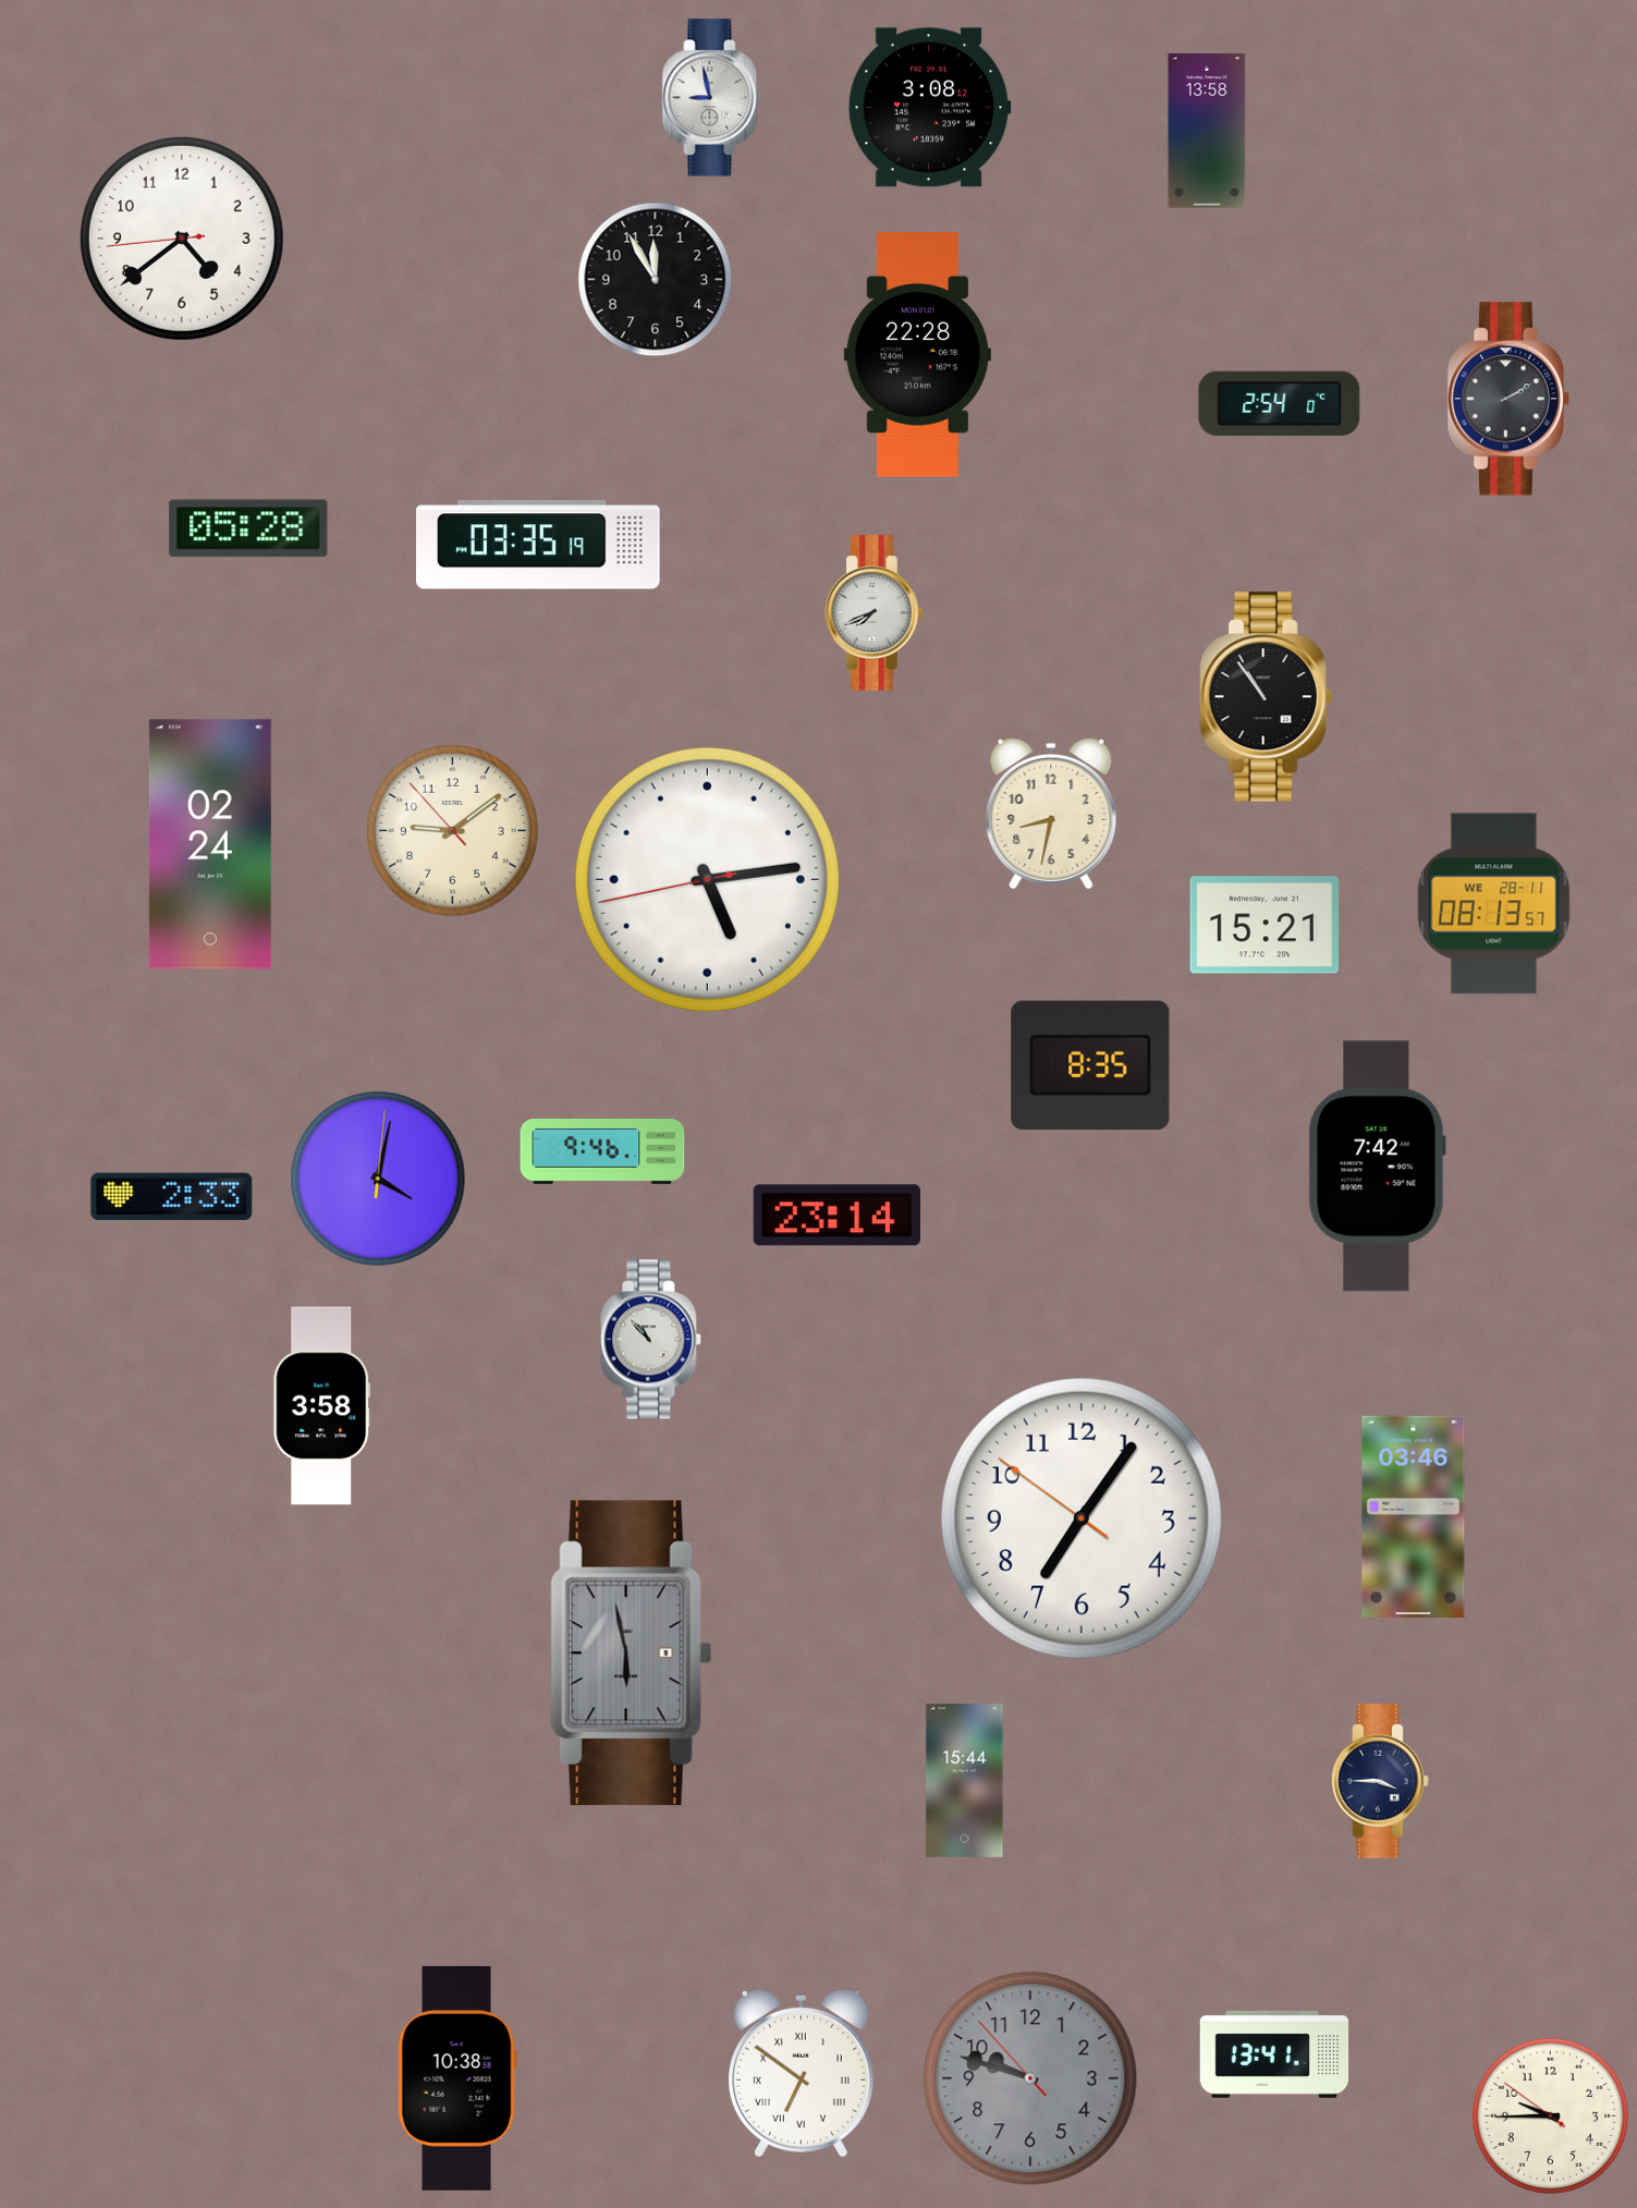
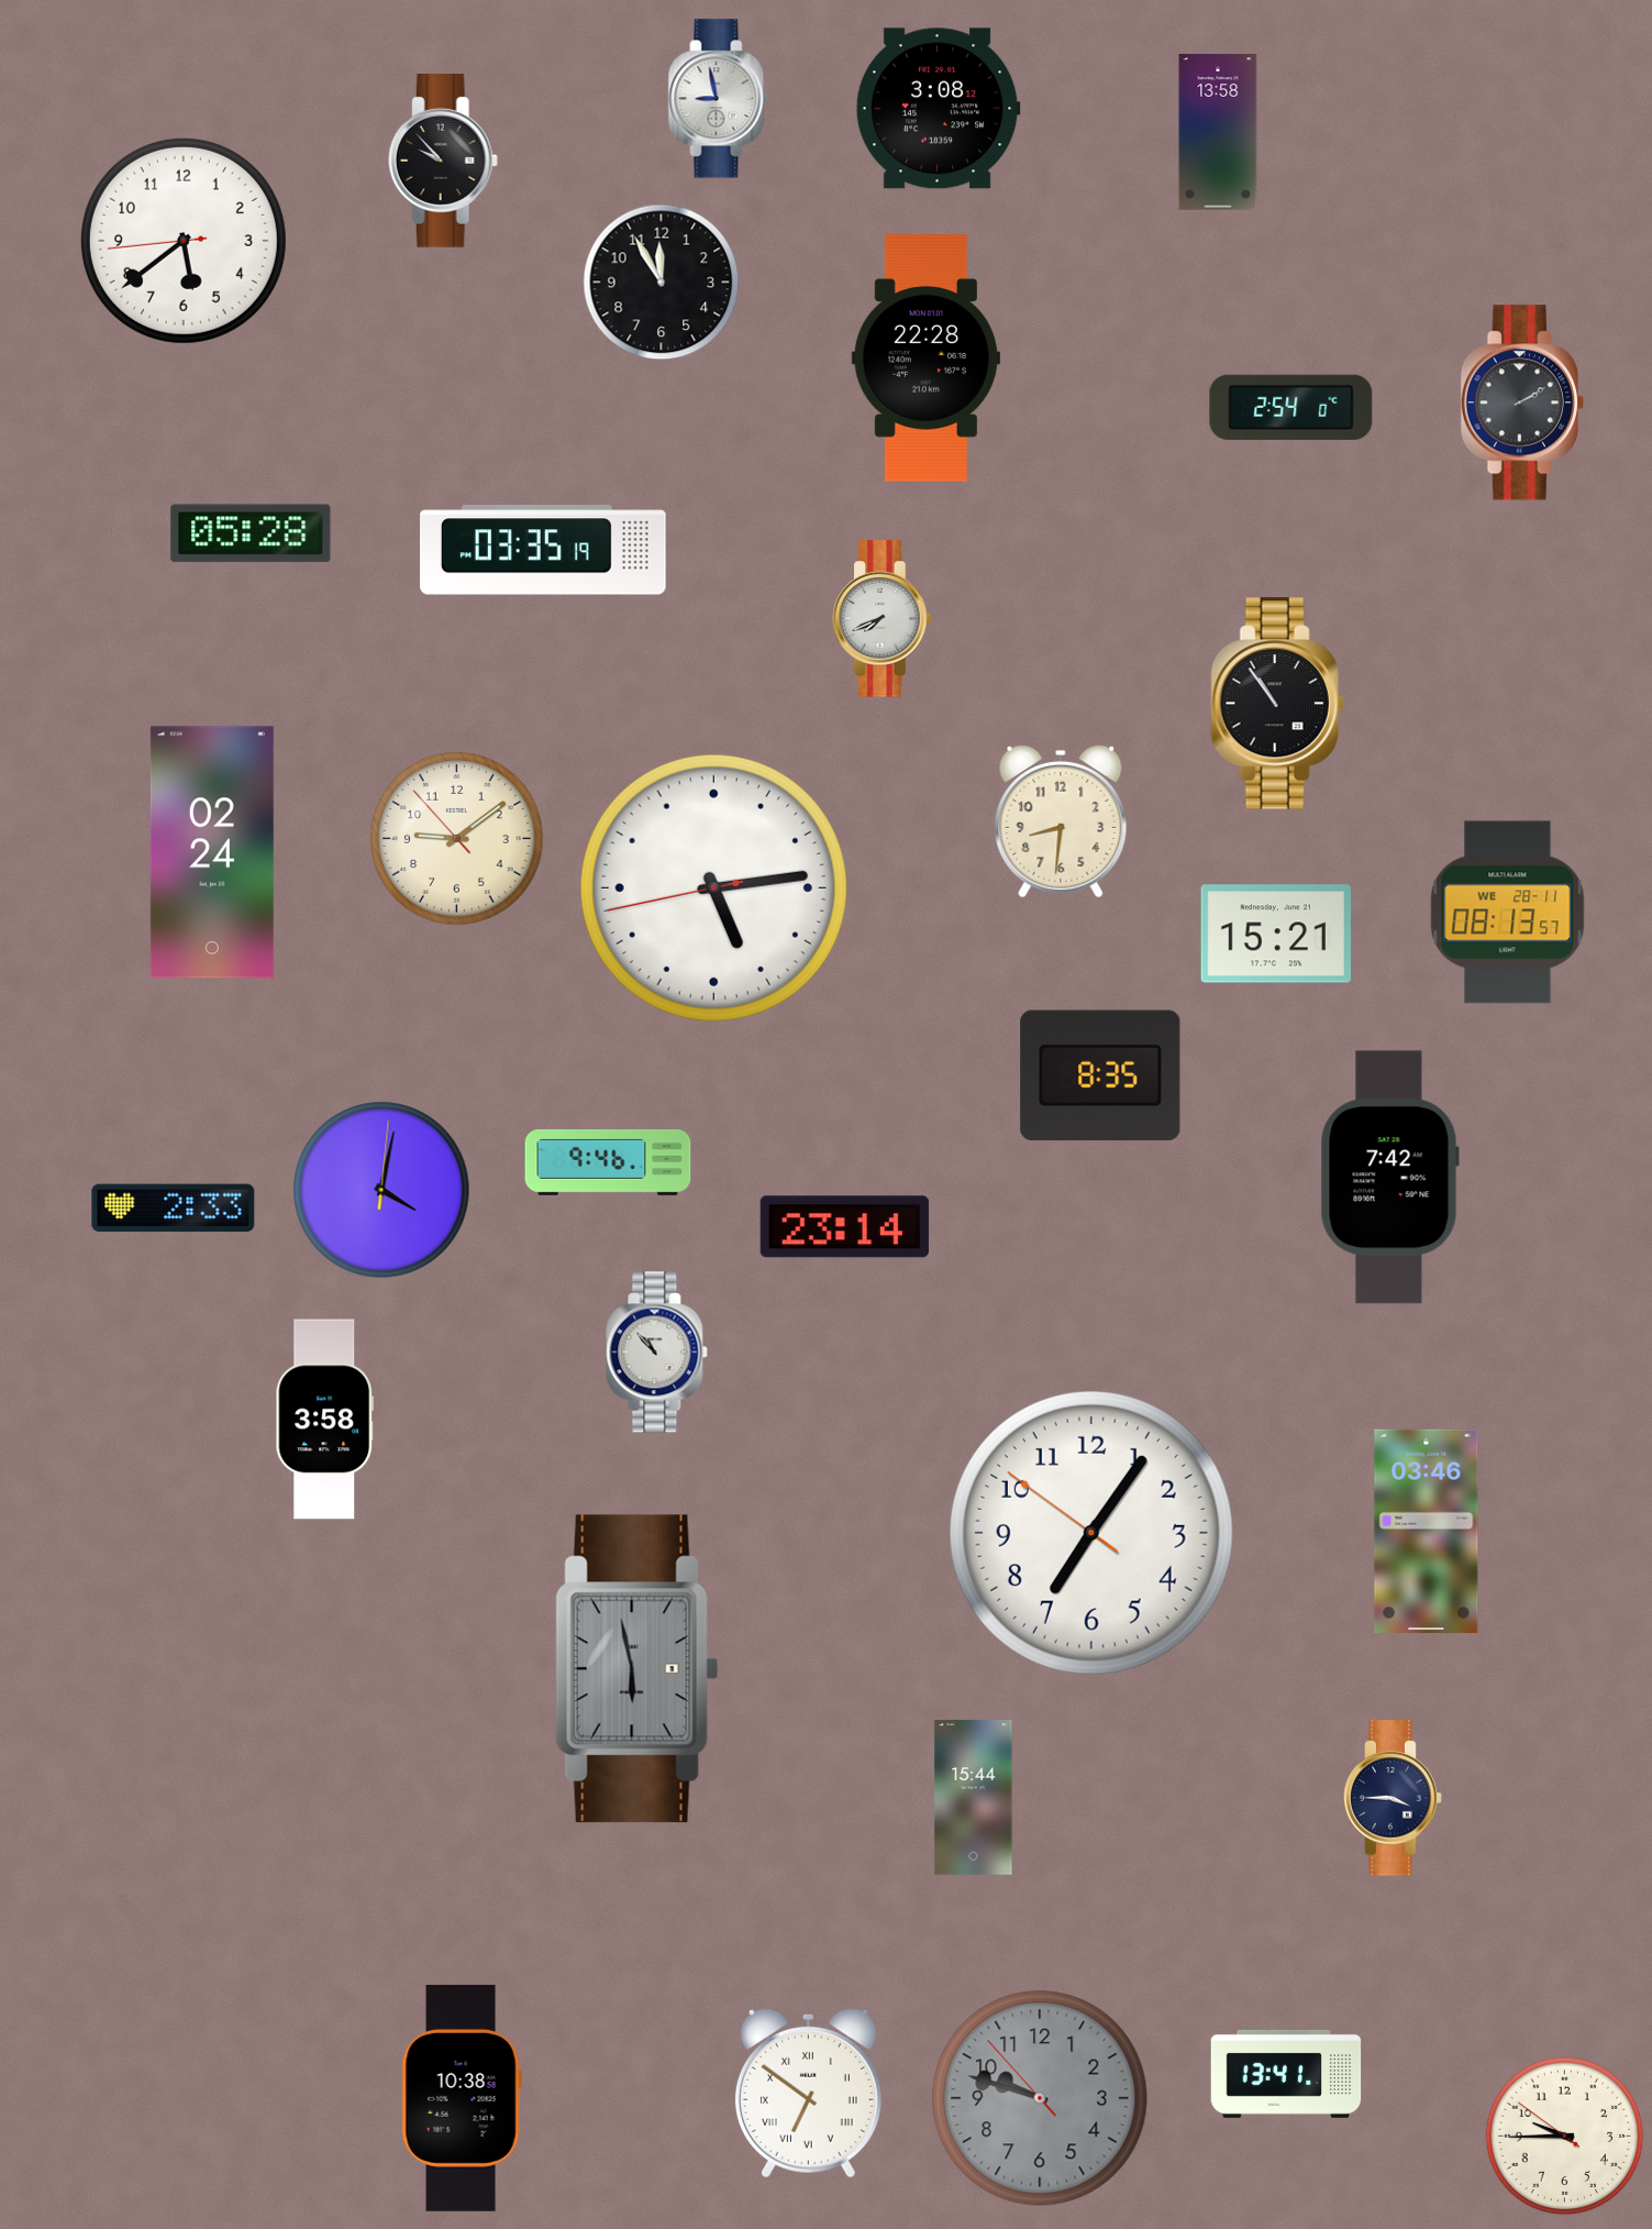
clock at (443, 162): none -> 9:53
clock at (182, 239): 4:38 -> 5:38
clock at (1051, 814): 8:32 -> 8:31
